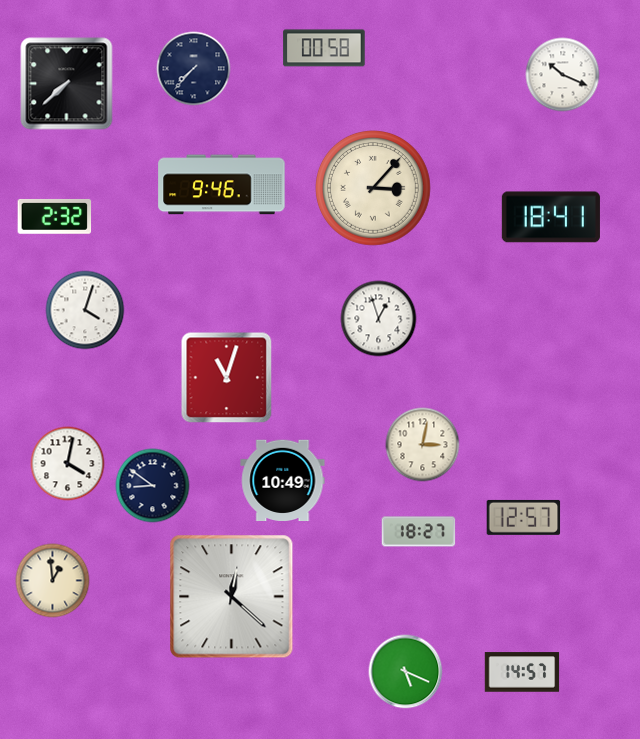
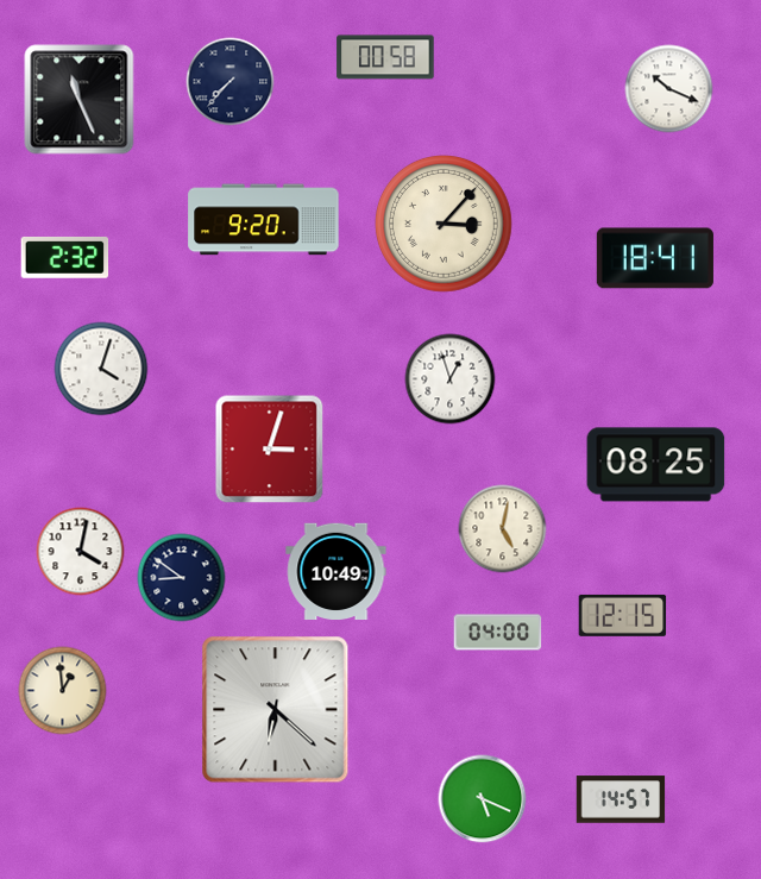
clock at (67, 84): 7:38 -> 11:26
clock at (222, 185): 9:46 -> 9:20
clock at (227, 378): 11:03 -> 3:03
clock at (656, 465): none -> 08:25
clock at (423, 445): 3:02 -> 5:02
clock at (524, 517): 12:57 -> 12:15
clock at (419, 532): 18:27 -> 04:00
clock at (232, 597): 12:22 -> 6:22
